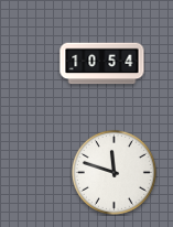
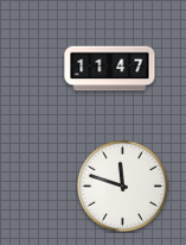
clock at (102, 64): 10:54 -> 11:47
